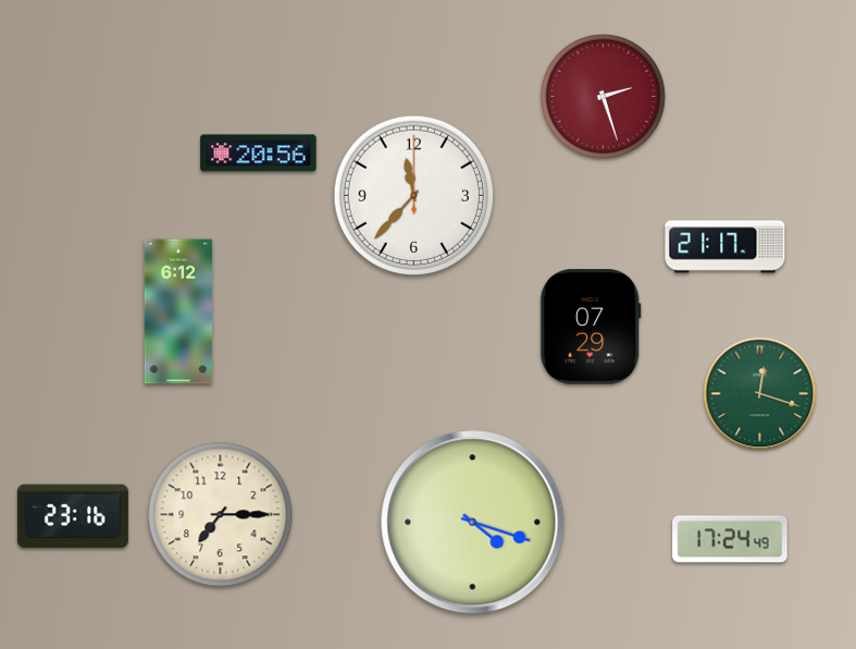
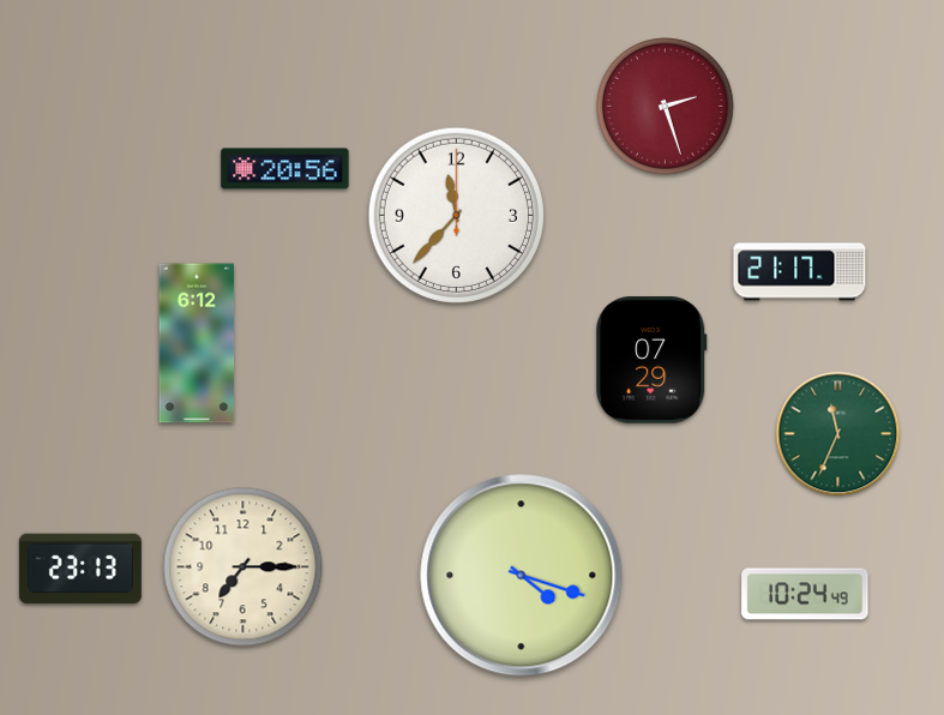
clock at (760, 394): 12:18 -> 11:34
clock at (73, 516): 23:16 -> 23:13
clock at (730, 539): 17:24 -> 10:24
